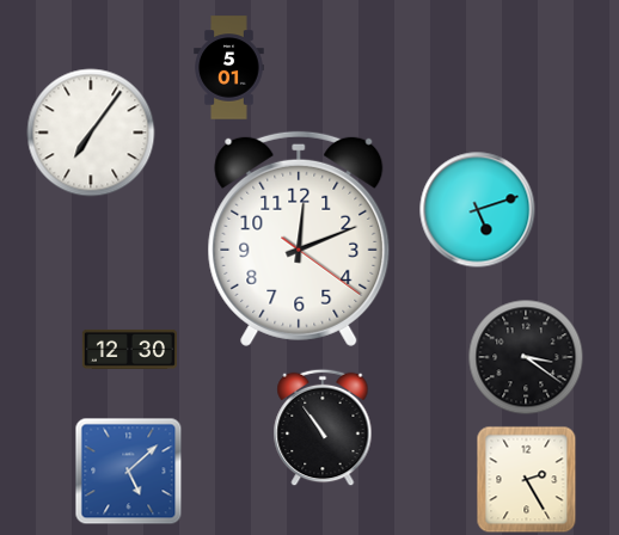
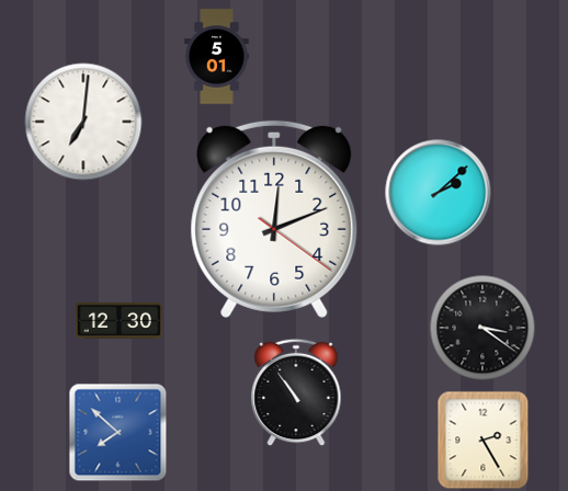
clock at (229, 68) position: (229, 68) -> (217, 57)
clock at (91, 133): 7:06 -> 7:01
clock at (478, 210): 5:12 -> 2:08
clock at (129, 472): 5:08 -> 7:52
